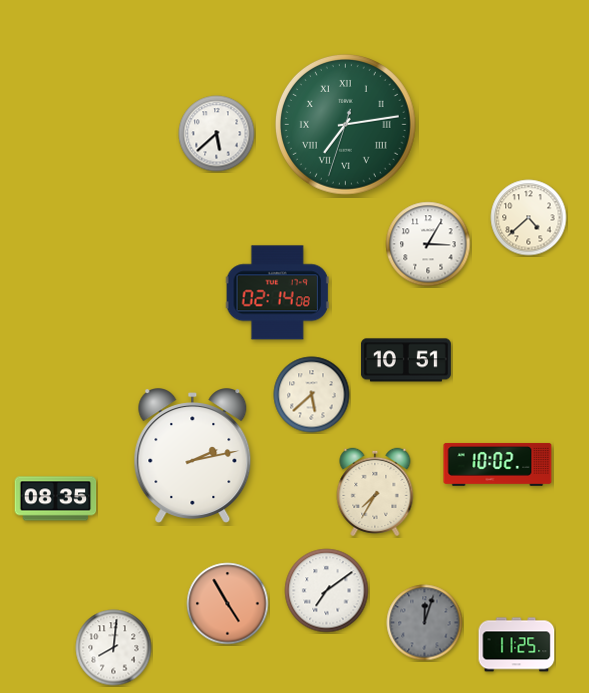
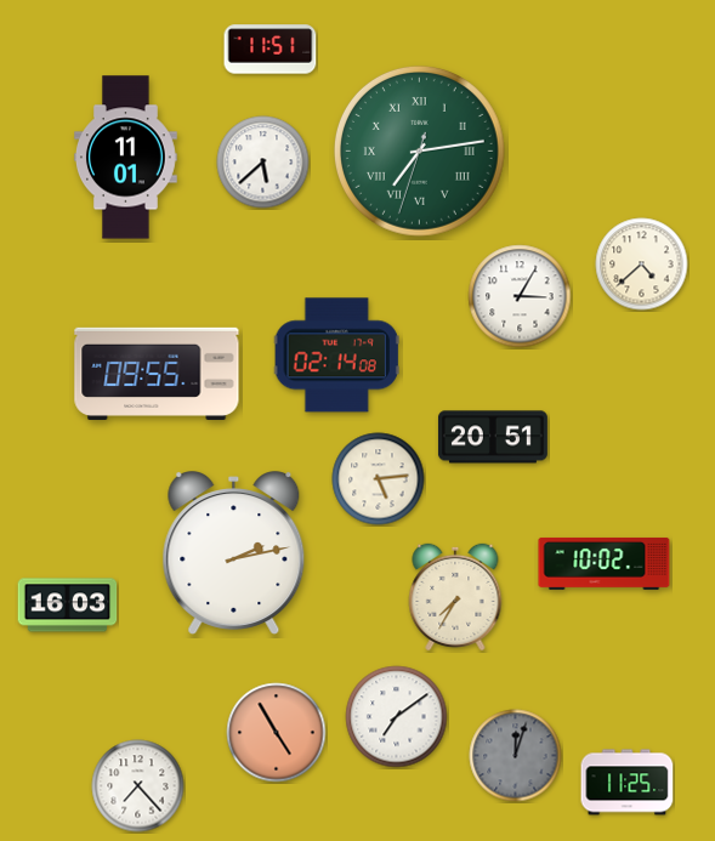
clock at (271, 50): none -> 11:51
clock at (126, 158): none -> 11:01
clock at (157, 373): none -> 09:55
clock at (406, 360): 10:51 -> 20:51
clock at (312, 395): 5:38 -> 5:14
clock at (56, 499): 08:35 -> 16:03
clock at (114, 648): 8:01 -> 7:23
